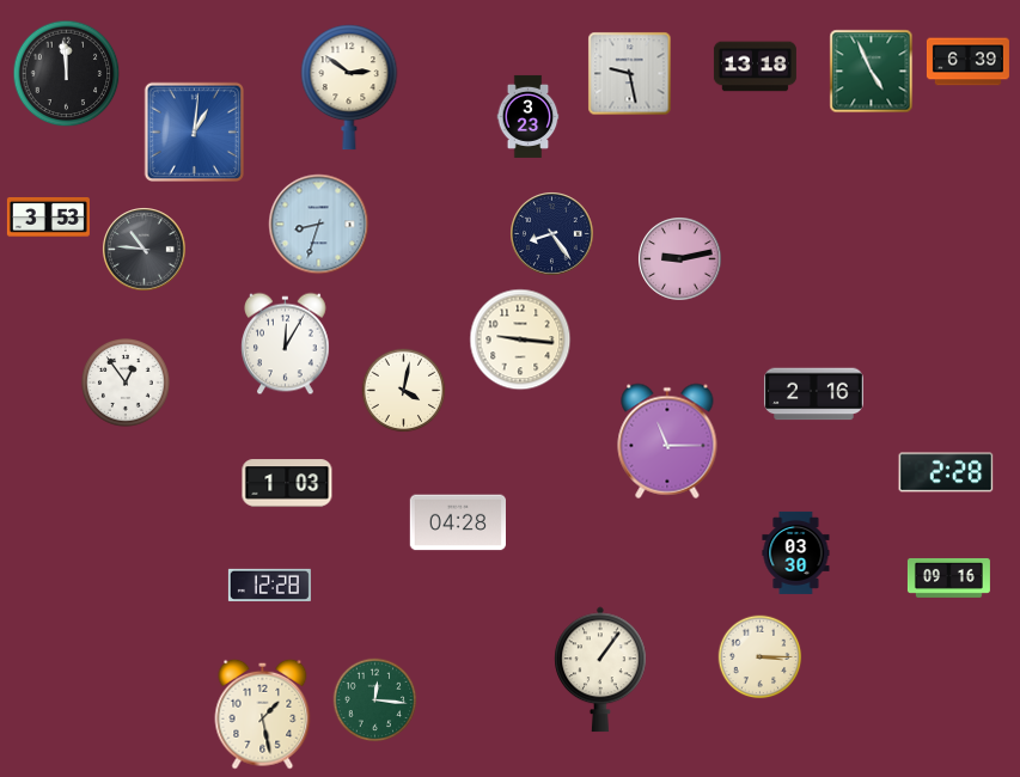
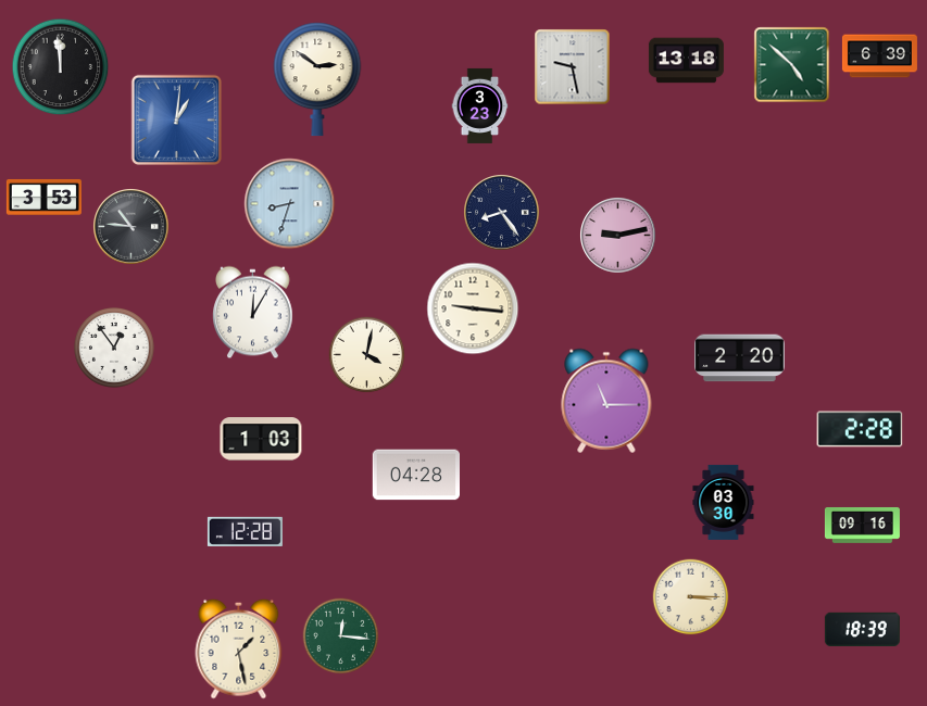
clock at (872, 72): 4:56 -> 4:52
clock at (286, 344) position: (286, 344) -> (253, 313)
clock at (814, 394): 2:16 -> 2:20
clock at (600, 669): 1:06 -> none
clock at (862, 629): none -> 18:39
